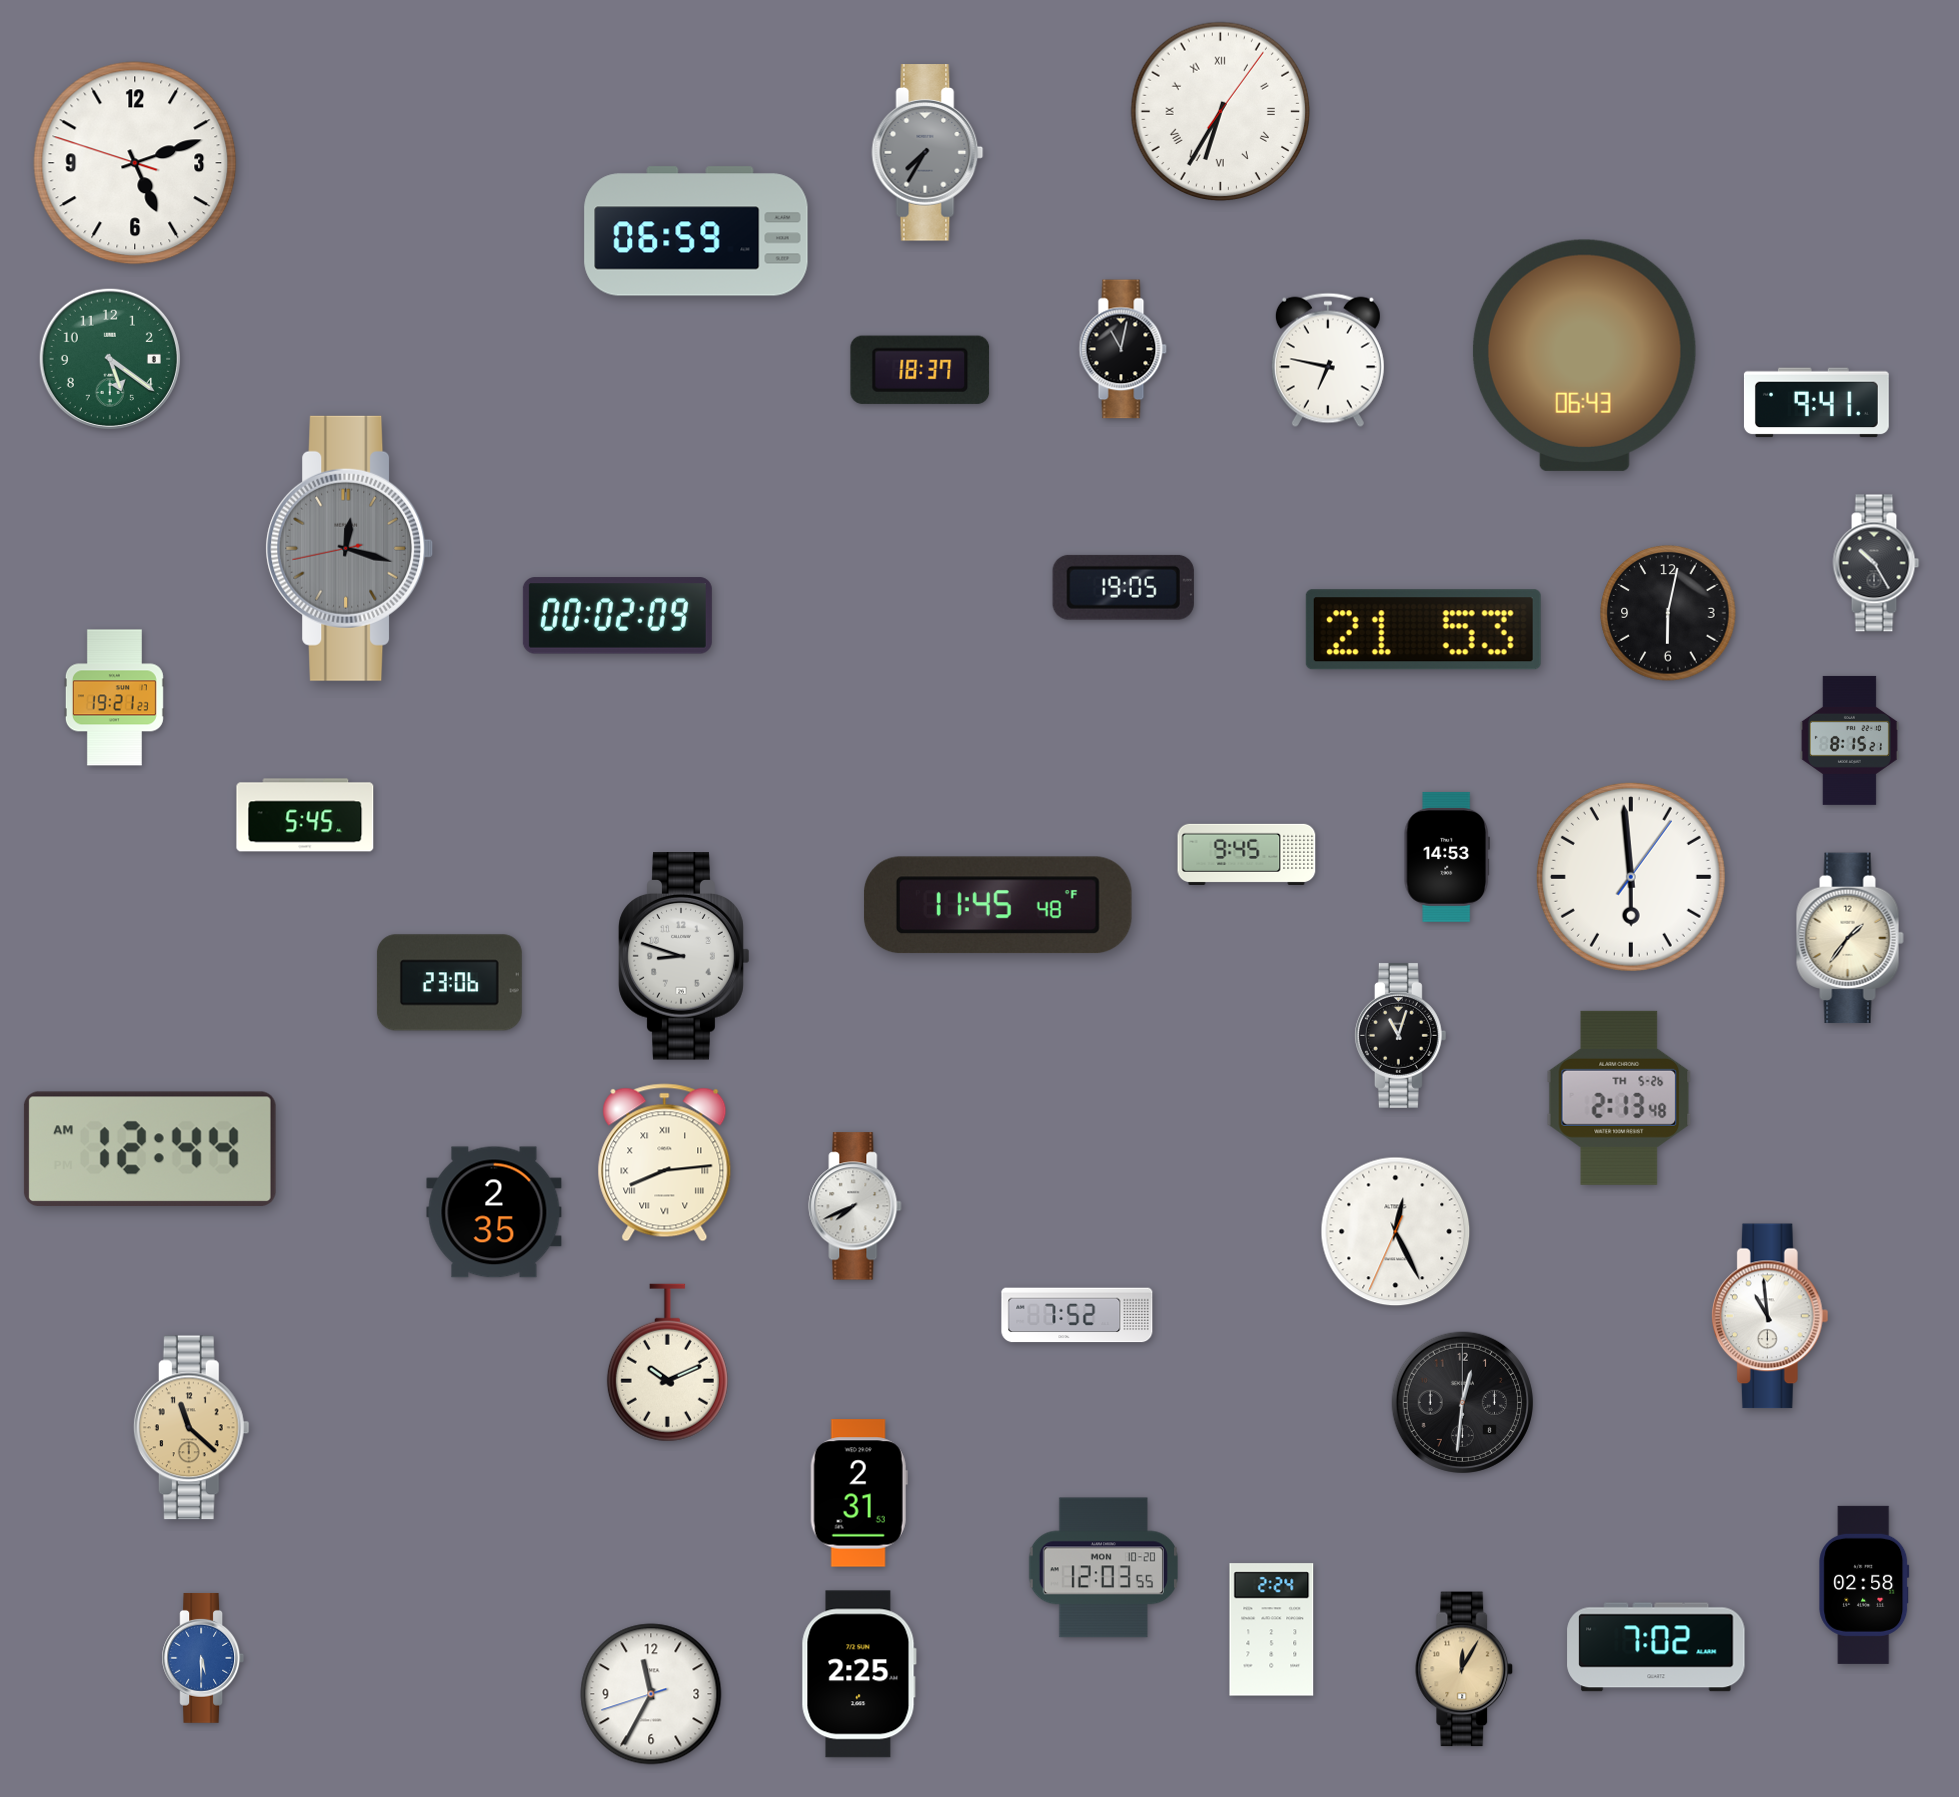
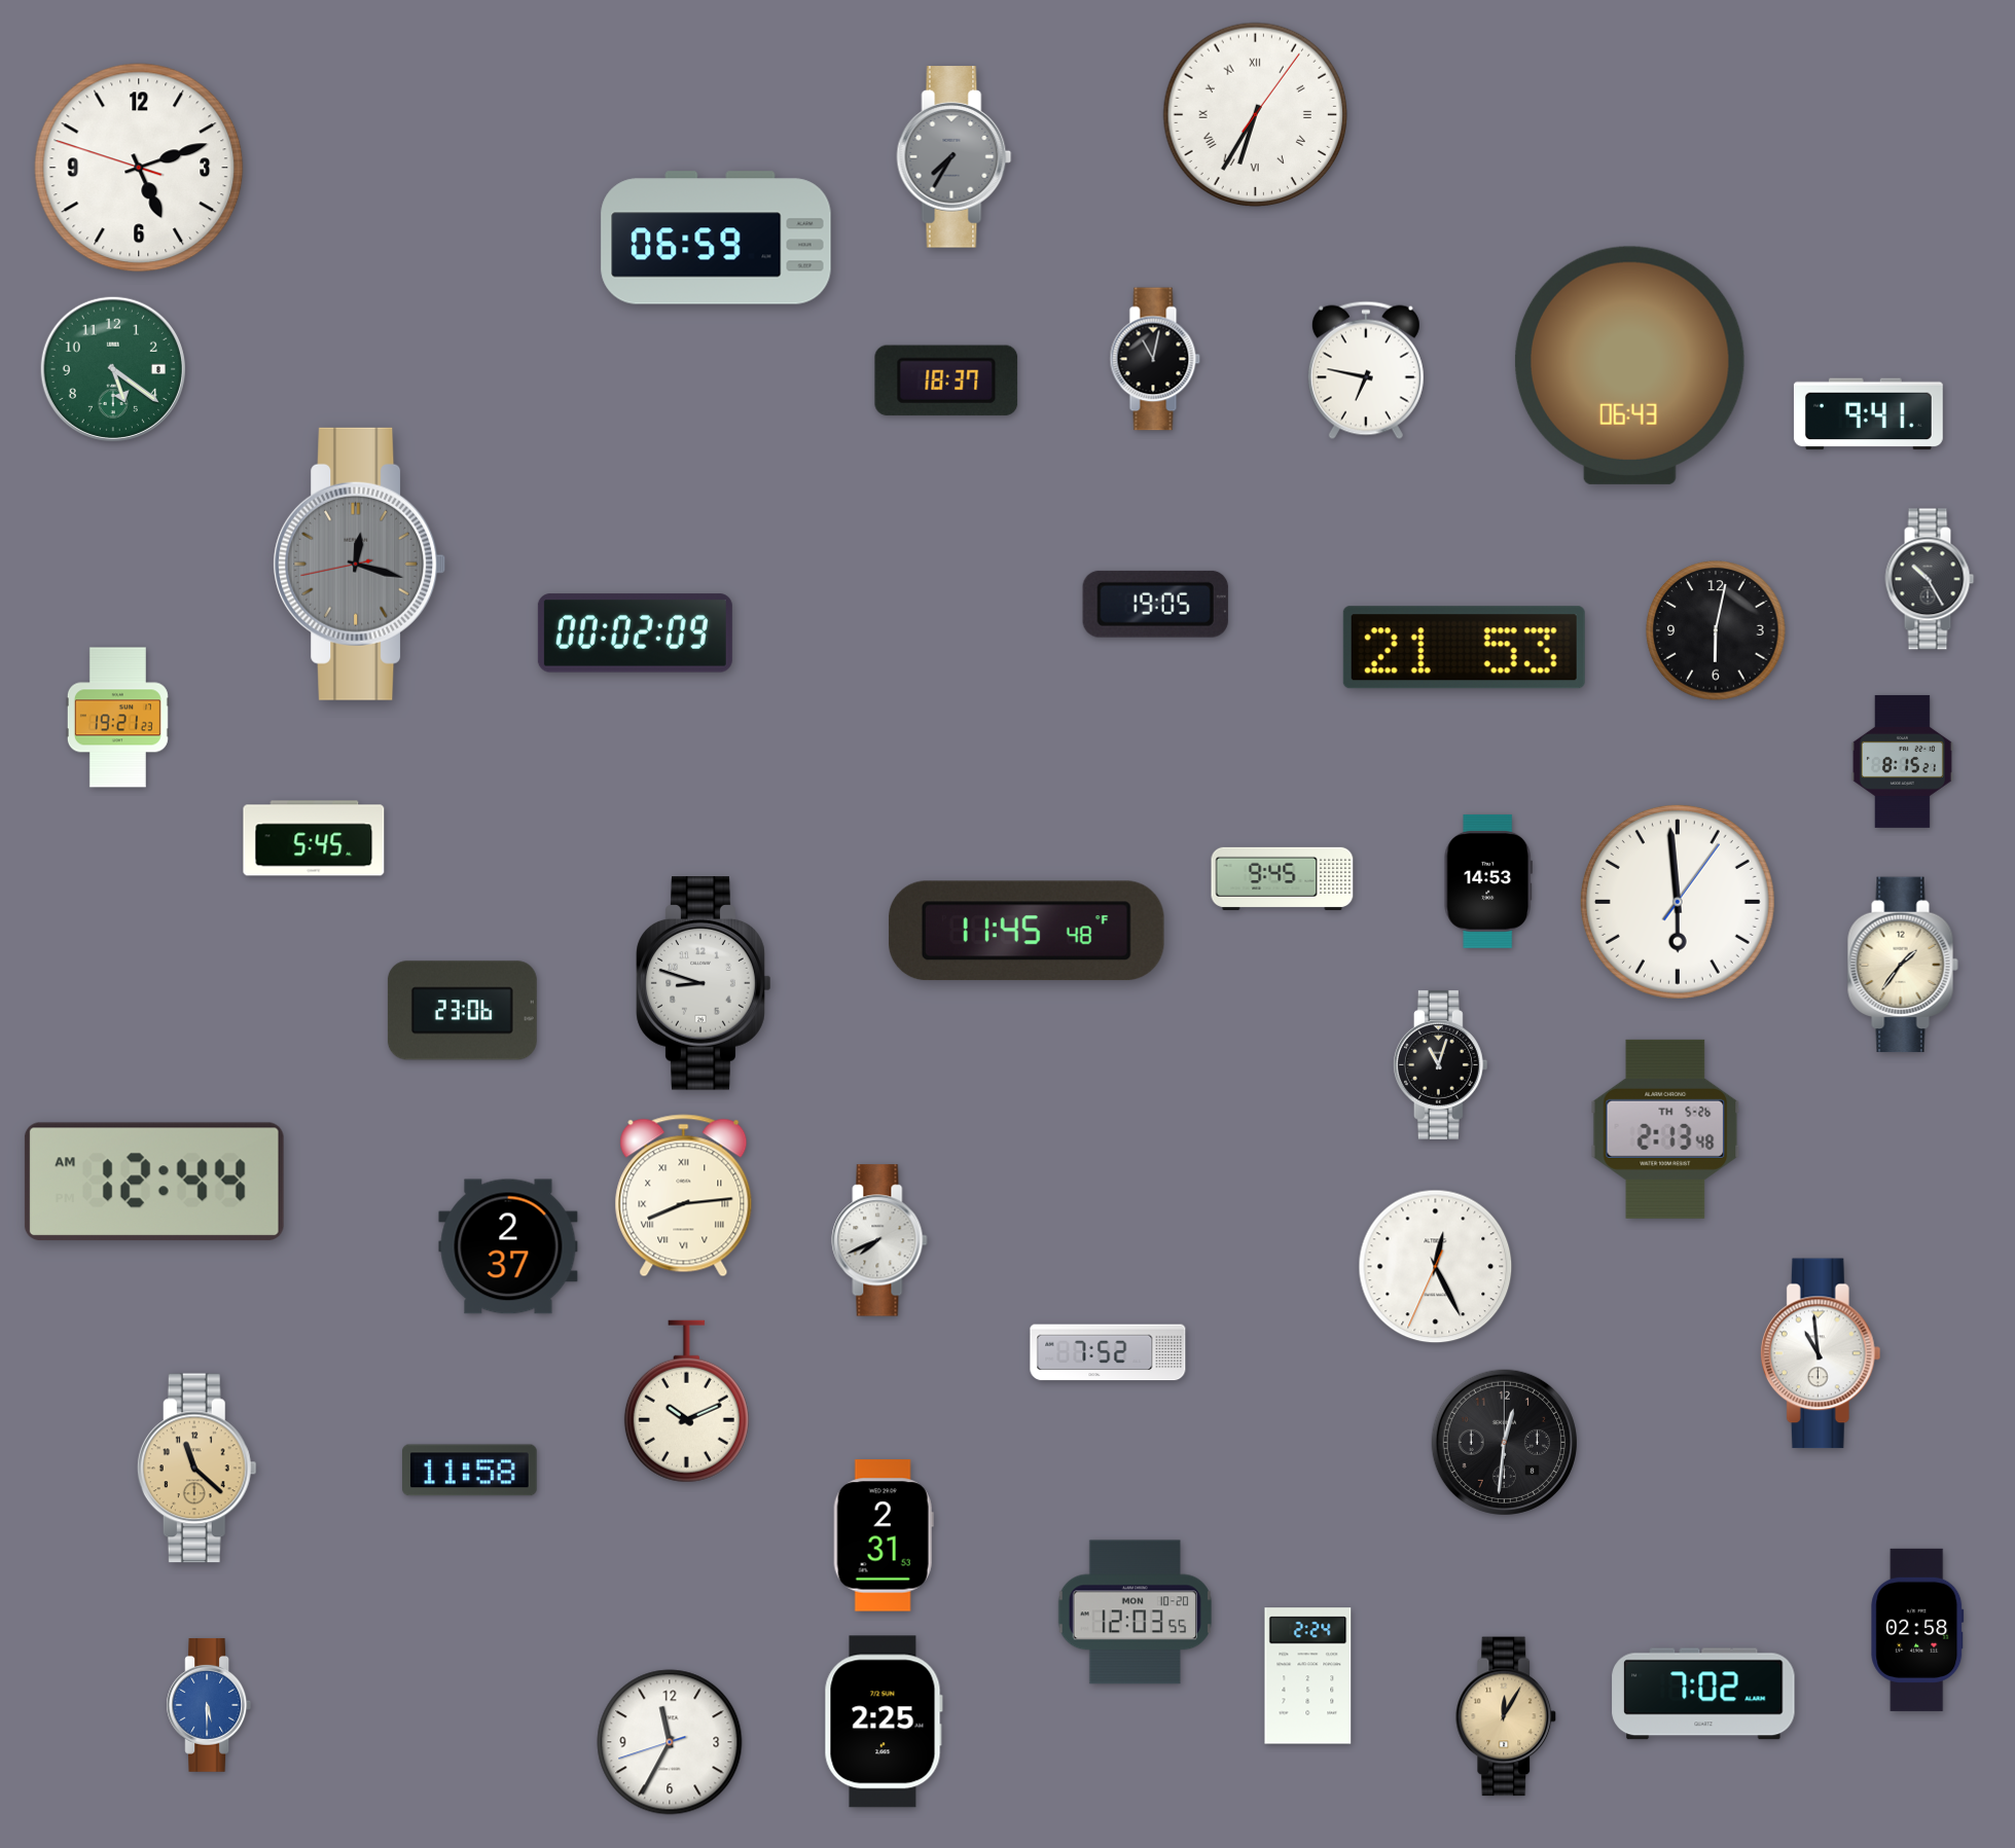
clock at (494, 1212): 2:35 -> 2:37
clock at (470, 1471): none -> 11:58
